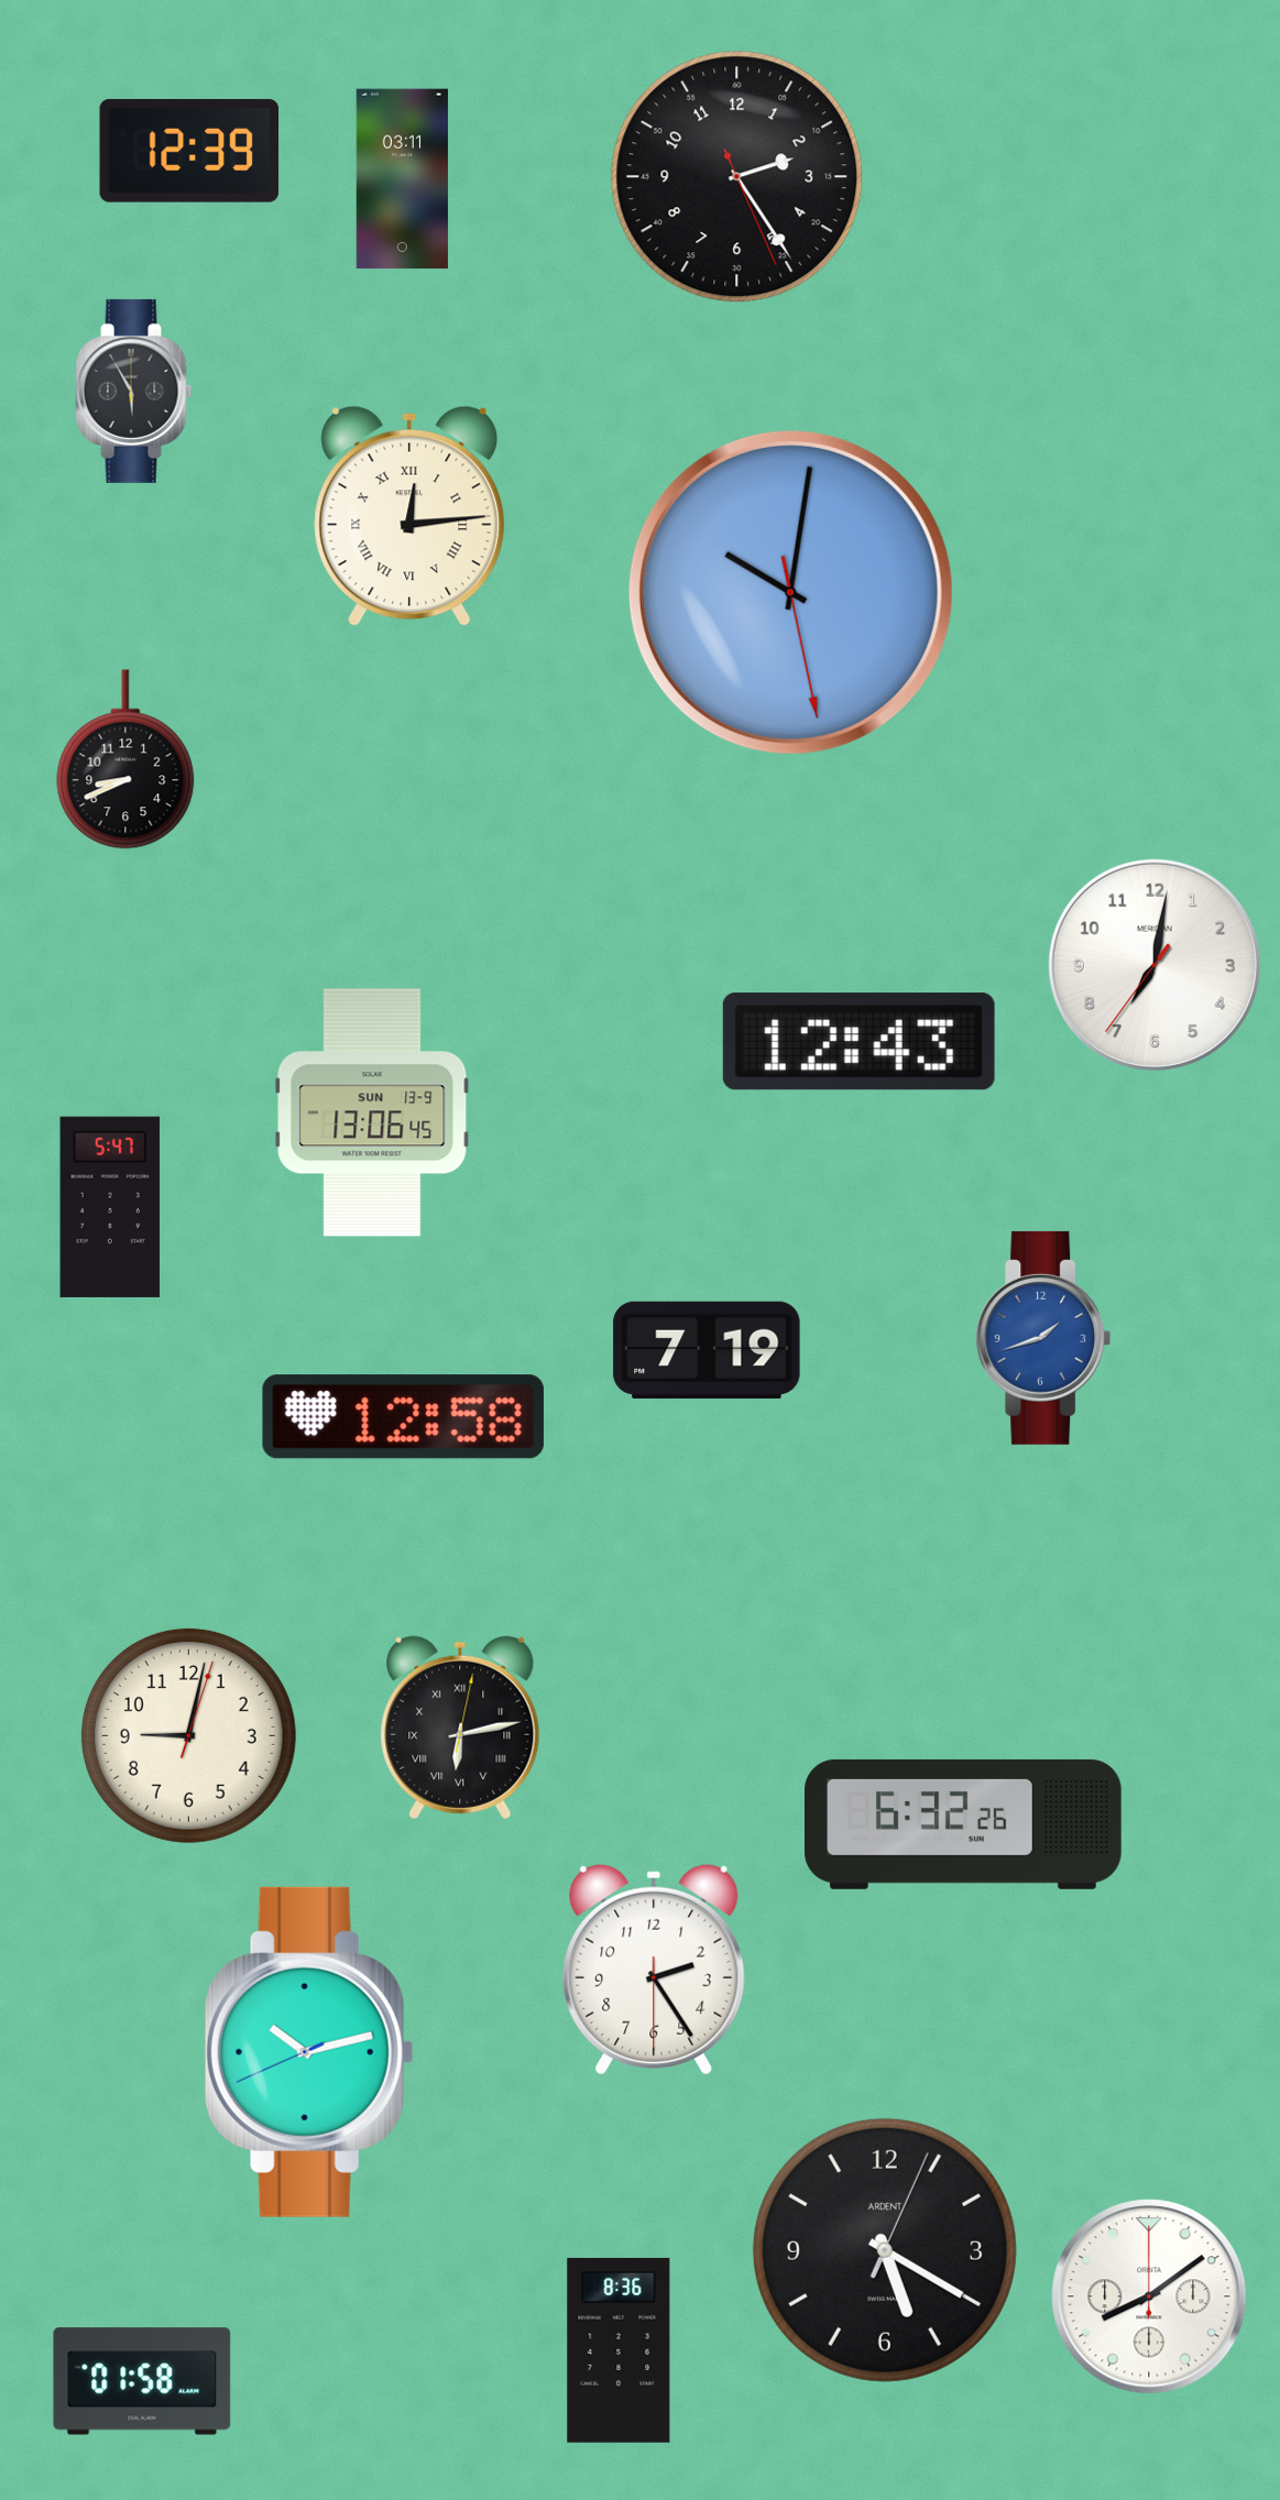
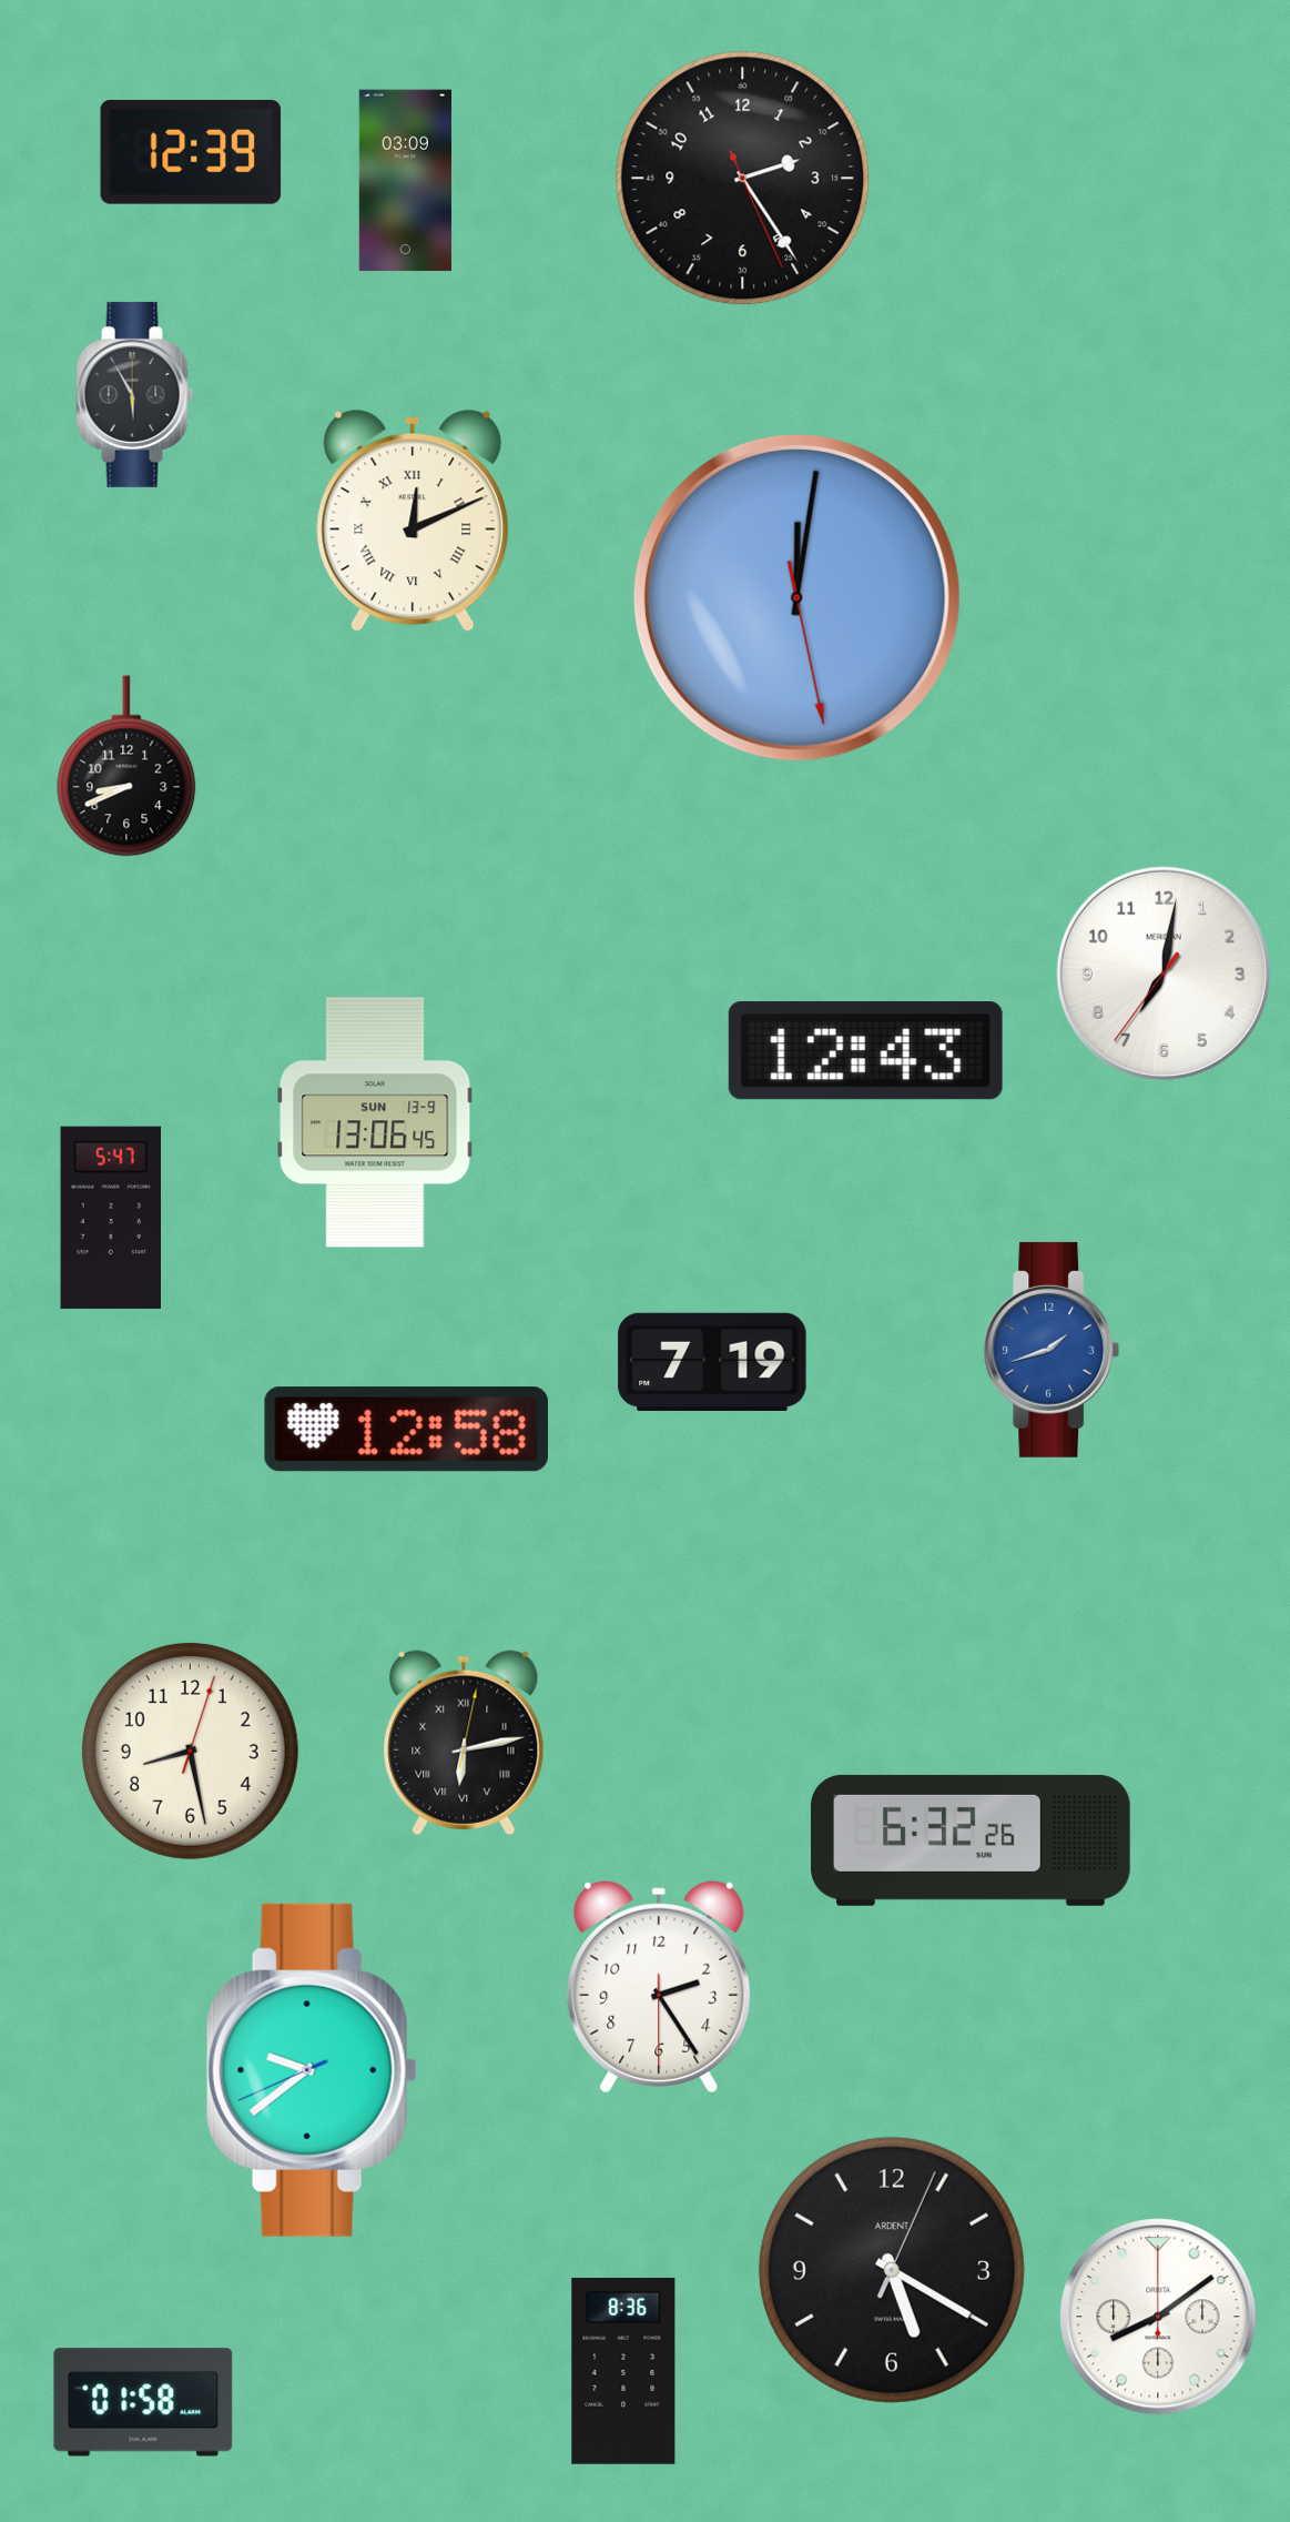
clock at (402, 179): 03:11 -> 03:09
clock at (409, 516): 12:14 -> 12:11
clock at (790, 592): 10:01 -> 12:01
clock at (188, 1735): 9:02 -> 8:28
clock at (309, 2052): 10:12 -> 9:38
